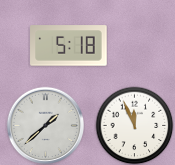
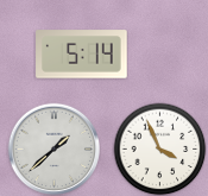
clock at (69, 46): 5:18 -> 5:14
clock at (134, 125): 11:56 -> 3:56
